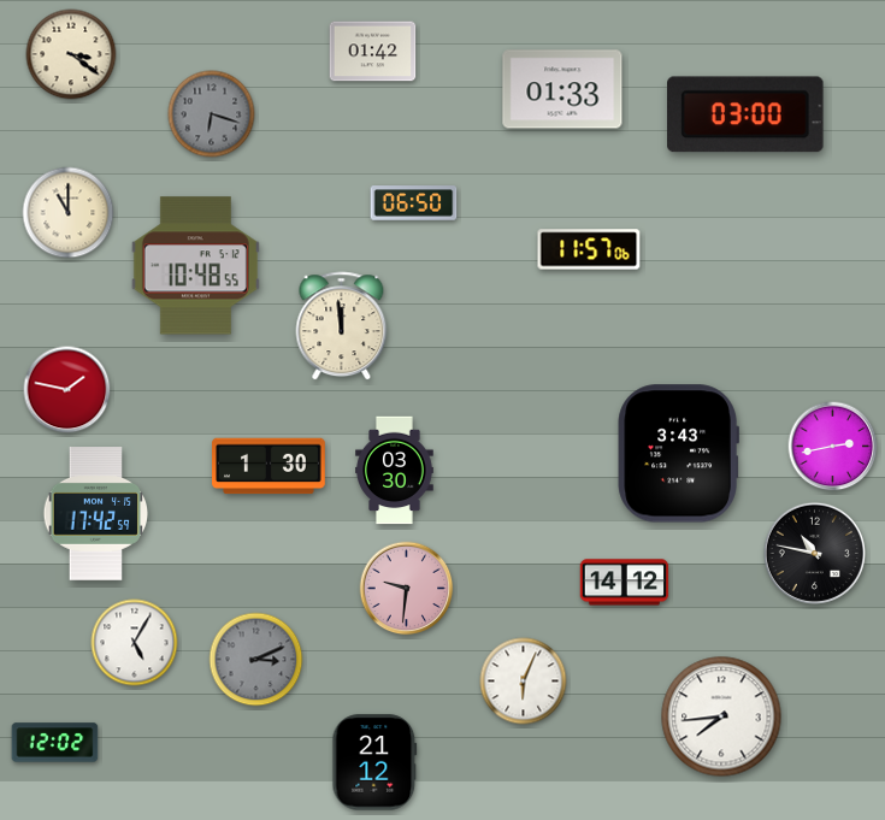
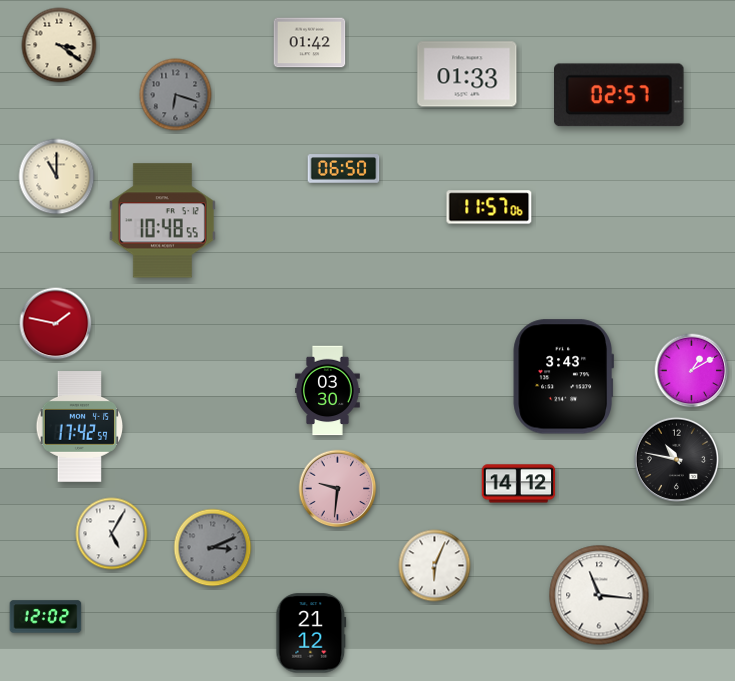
clock at (745, 114): 03:00 -> 02:57
clock at (342, 326): 11:59 -> none
clock at (833, 447): 2:43 -> 1:10
clock at (270, 466): 1:30 -> none
clock at (721, 716): 7:44 -> 11:16
